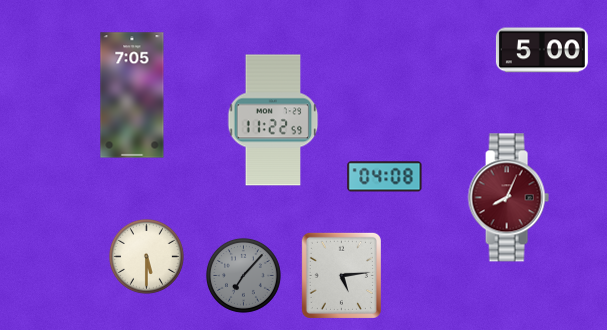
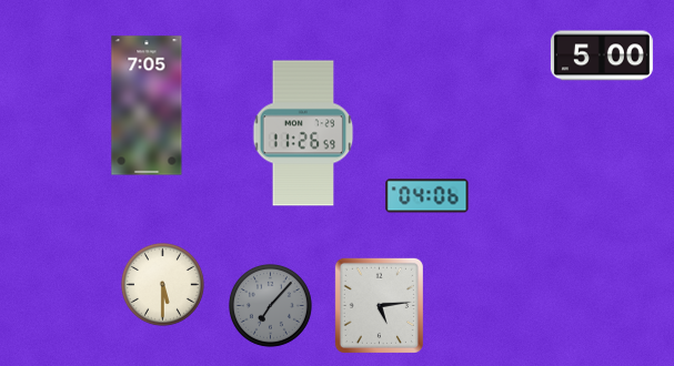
clock at (273, 120): 11:22 -> 11:26
clock at (385, 177): 04:08 -> 04:06
clock at (508, 198): 8:04 -> none
